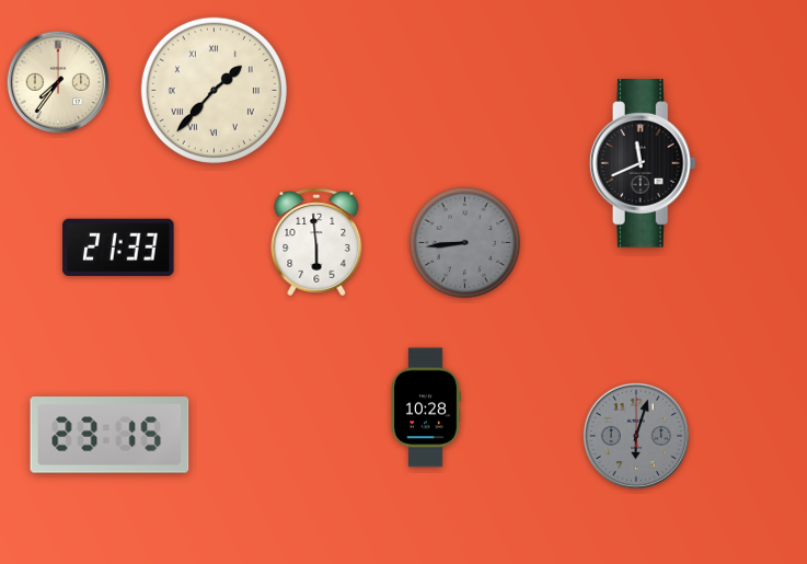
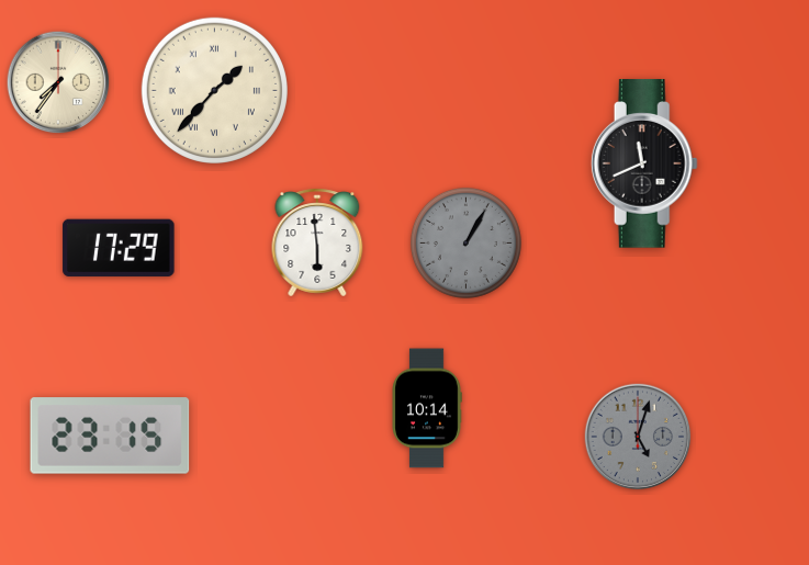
clock at (464, 242): 8:44 -> 1:05
clock at (118, 248): 21:33 -> 17:29
clock at (426, 407): 10:28 -> 10:14
clock at (636, 436): 6:03 -> 5:03
